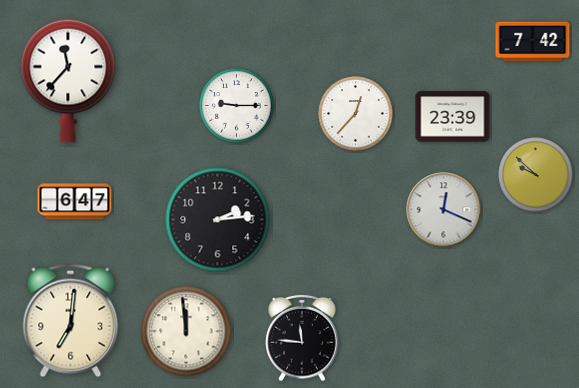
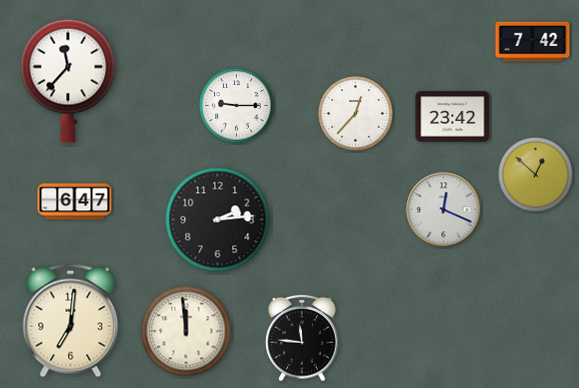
clock at (453, 117): 23:39 -> 23:42
clock at (536, 175): 9:52 -> 12:52
